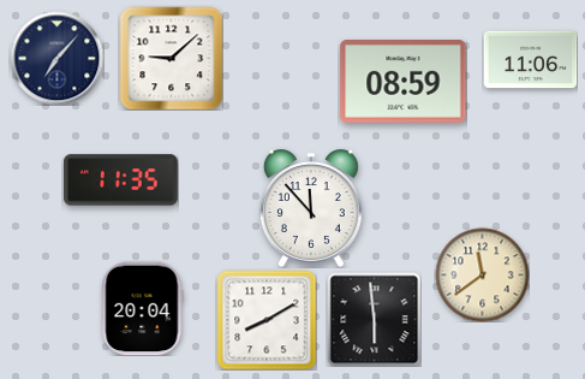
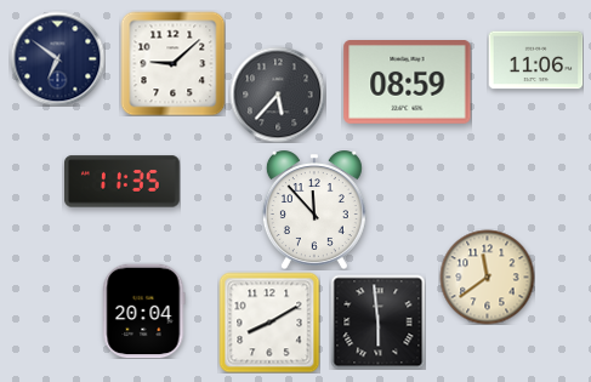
clock at (56, 58): 7:07 -> 6:51
clock at (171, 58) position: (171, 58) -> (172, 63)
clock at (278, 95): none -> 5:37
